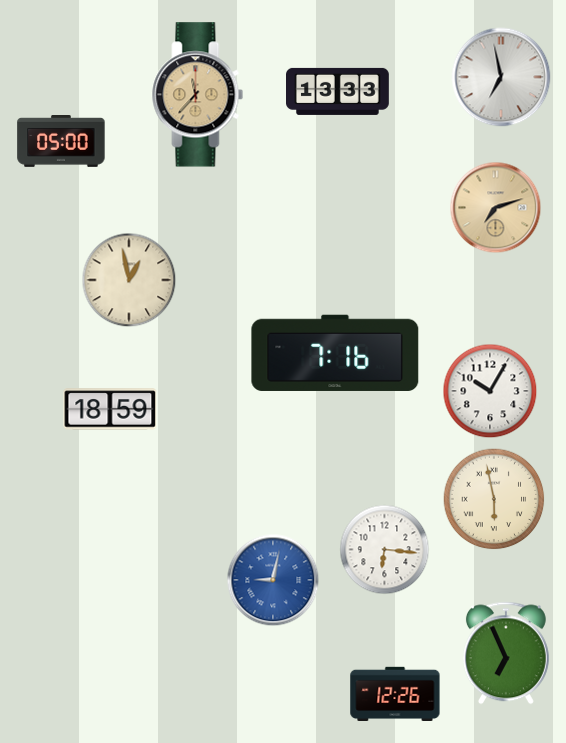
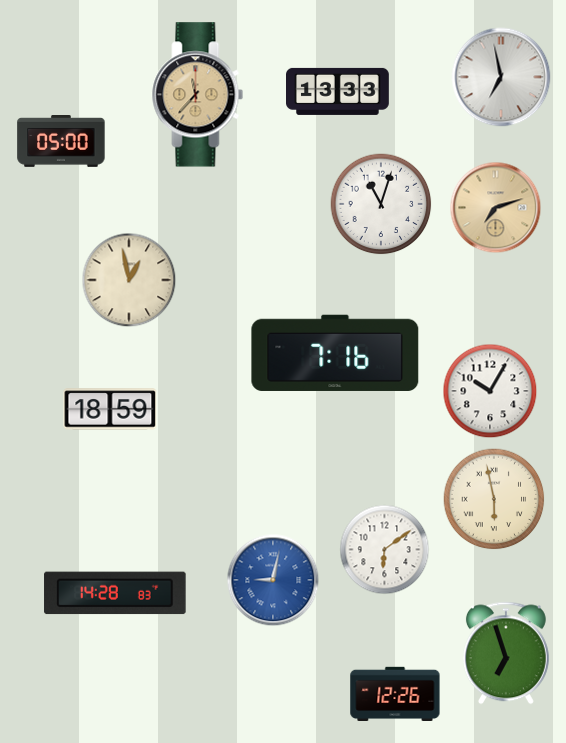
clock at (381, 204): none -> 11:03
clock at (385, 550): 6:16 -> 6:09
clock at (115, 593): none -> 14:28
clock at (506, 653): 6:56 -> 6:57
